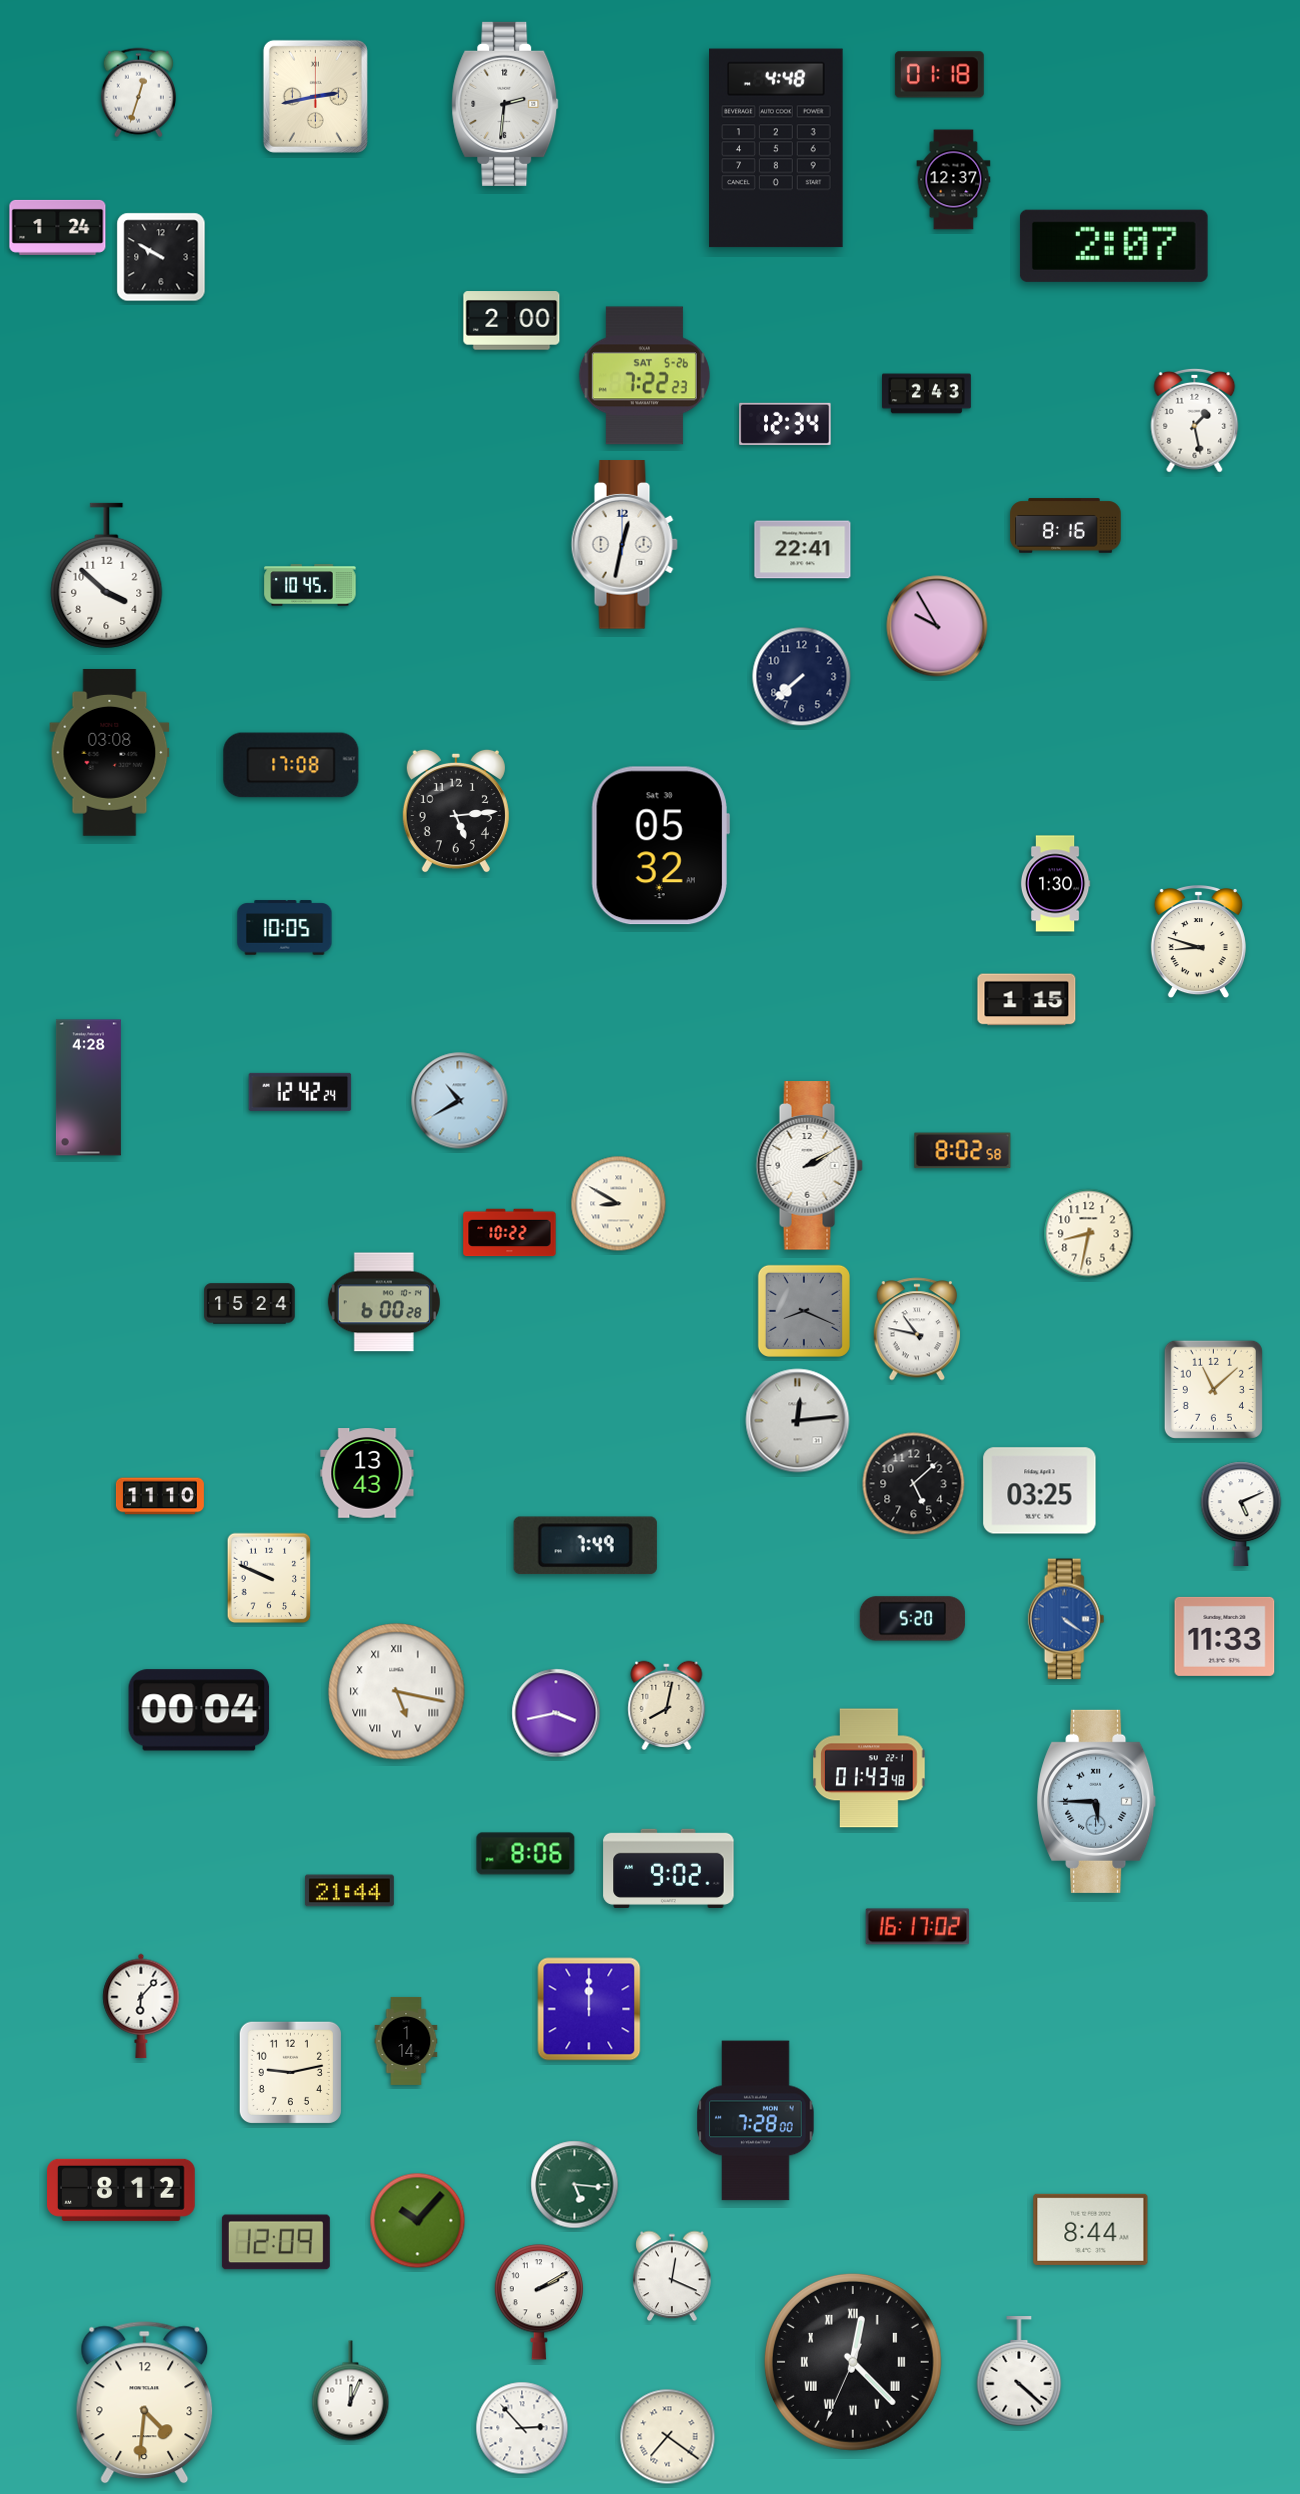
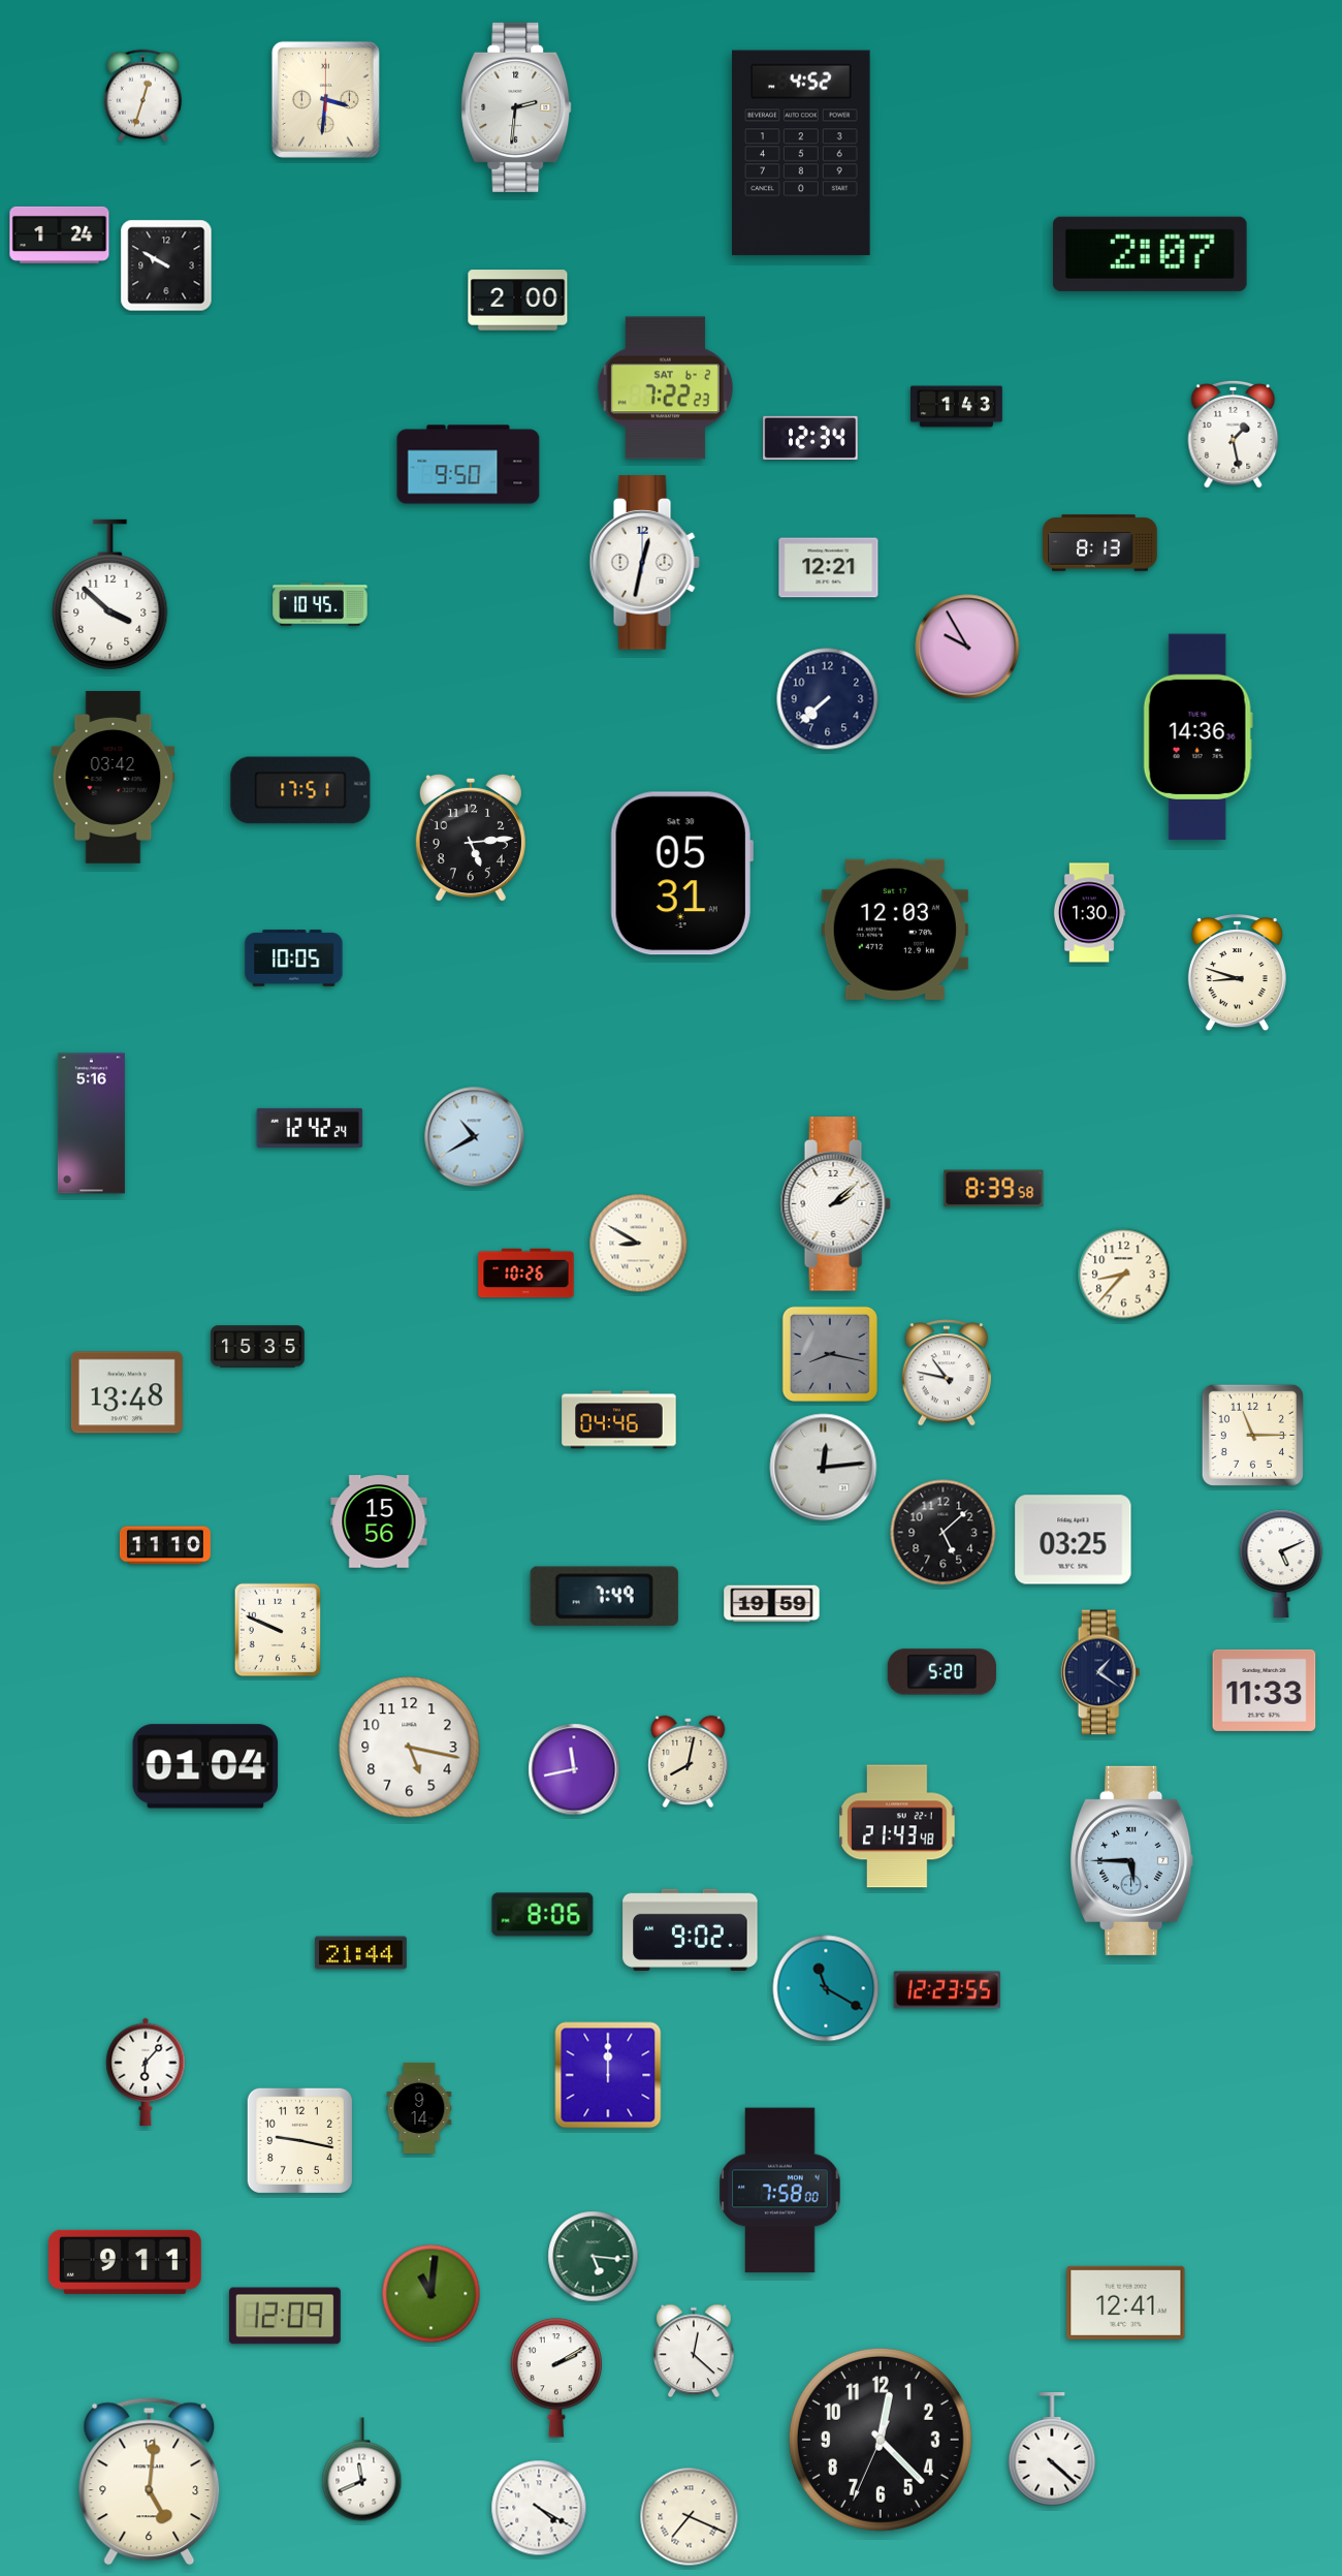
clock at (939, 75): 01:18 -> none
clock at (315, 96): 2:43 -> 3:31
clock at (505, 104) position: (505, 104) -> (516, 107)
clock at (776, 148): 4:48 -> 4:52
clock at (954, 180): 12:37 -> none
clock at (512, 321) position: (512, 321) -> (518, 301)
clock at (644, 376) date: SAT 5-26 -> SAT 6-2
clock at (927, 394): 2:43 -> 1:43
clock at (469, 465): none -> 9:50
clock at (1066, 526): 8:16 -> 8:13
clock at (803, 550): 22:41 -> 12:21
clock at (1197, 737): none -> 14:36
clock at (110, 752): 03:08 -> 03:42
clock at (291, 765): 17:08 -> 17:51
clock at (660, 846): 05:32 -> 05:31
clock at (895, 930): none -> 12:03
clock at (1027, 1000): 1:15 -> none
clock at (88, 1088): 4:28 -> 5:16
clock at (963, 1151): 8:02 -> 8:39
clock at (809, 1166): 2:10 -> 2:08
clock at (510, 1233): 10:22 -> 10:26
clock at (1089, 1234): 8:32 -> 8:37
clock at (384, 1302): 6:00 -> none
clock at (250, 1304): 15:24 -> 15:35
clock at (804, 1311): 8:19 -> 8:17
clock at (127, 1392): none -> 13:48
clock at (619, 1420): none -> 04:46
clock at (1213, 1389): 11:08 -> 11:15
clock at (367, 1473): 13:43 -> 15:56
clock at (772, 1604): none -> 19:59
clock at (1066, 1619): 4:21 -> 1:21
clock at (1066, 1619) dial: blue -> navy
clock at (397, 1692) numerals: Roman -> Arabic
clock at (199, 1710): 00:04 -> 01:04
clock at (556, 1713): 3:43 -> 11:43
clock at (869, 1768): 01:43 -> 21:43
clock at (826, 1988): none -> 11:20
clock at (918, 1927): 16:17 -> 12:23
clock at (406, 2041): 1:14 -> 9:14
clock at (290, 2072): 9:13 -> 9:17
clock at (756, 2121): 7:28 -> 7:58
clock at (122, 2190): 8:12 -> 9:11
clock at (418, 2221): 10:07 -> 11:01
clock at (1091, 2229): 8:44 -> 12:41
clock at (672, 2276): 12:19 -> 12:22
clock at (853, 2362) numerals: Roman -> Arabic
clock at (351, 2391): 12:04 -> 11:41
clock at (145, 2403): 4:31 -> 5:01
clock at (522, 2428): 2:53 -> 4:20
clock at (668, 2437): 7:21 -> 7:19
